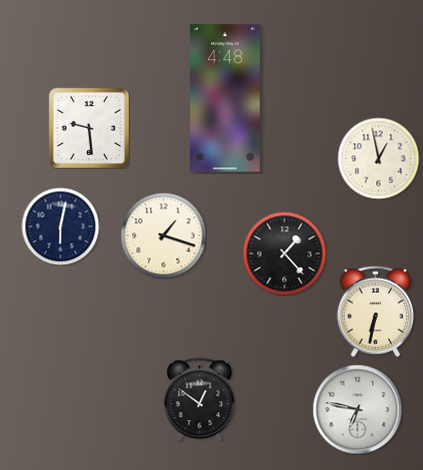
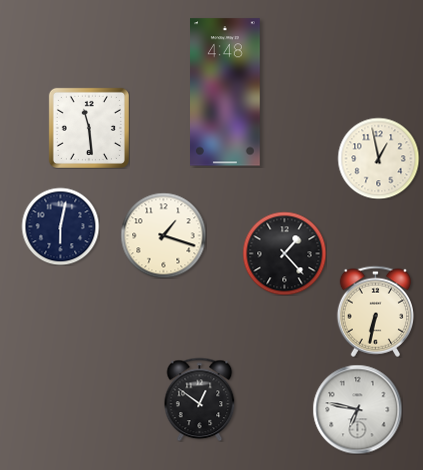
clock at (226, 98) position: (226, 98) -> (226, 92)
clock at (89, 128): 9:29 -> 11:29
